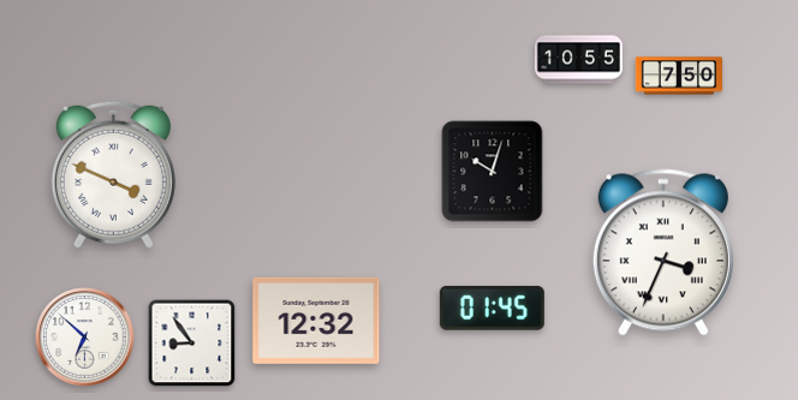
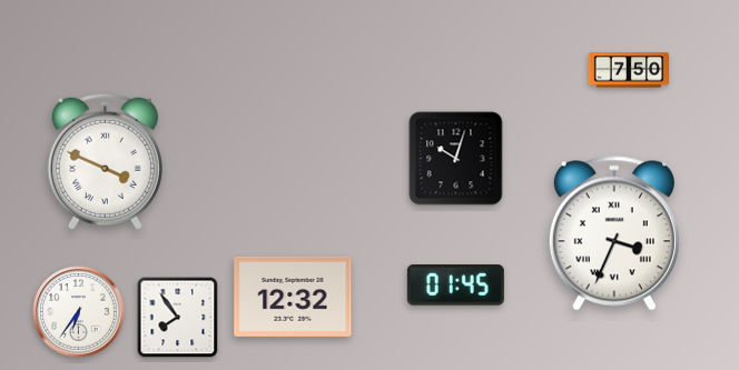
clock at (578, 60): 10:55 -> none
clock at (85, 338): 6:52 -> 6:36
clock at (192, 344): 8:54 -> 7:54
